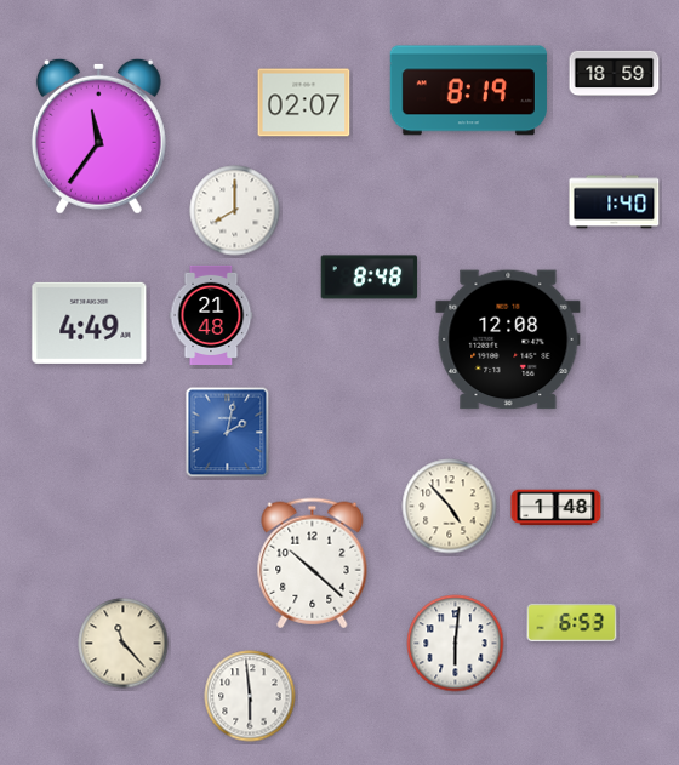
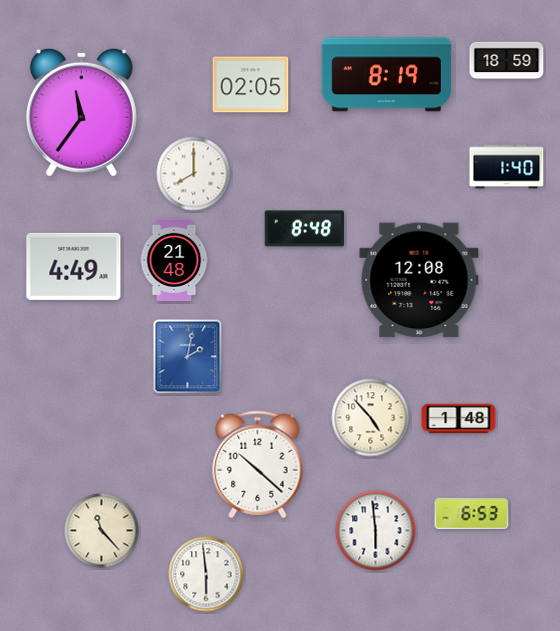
clock at (304, 103): 02:07 -> 02:05
clock at (456, 644): 6:01 -> 5:59
